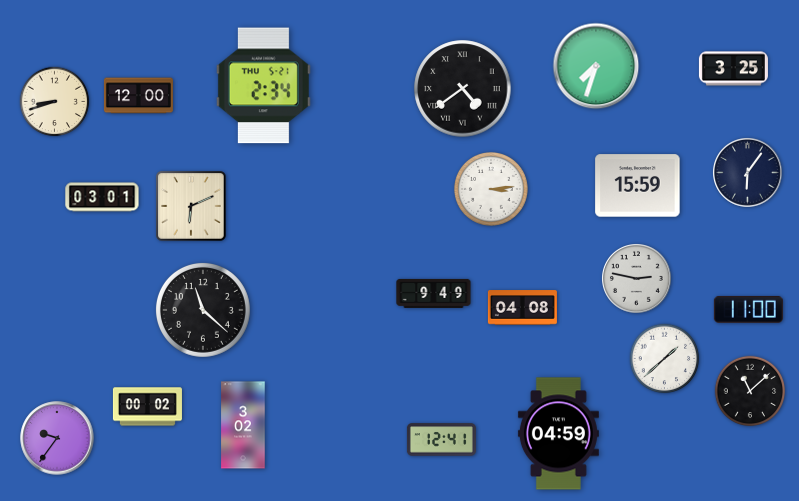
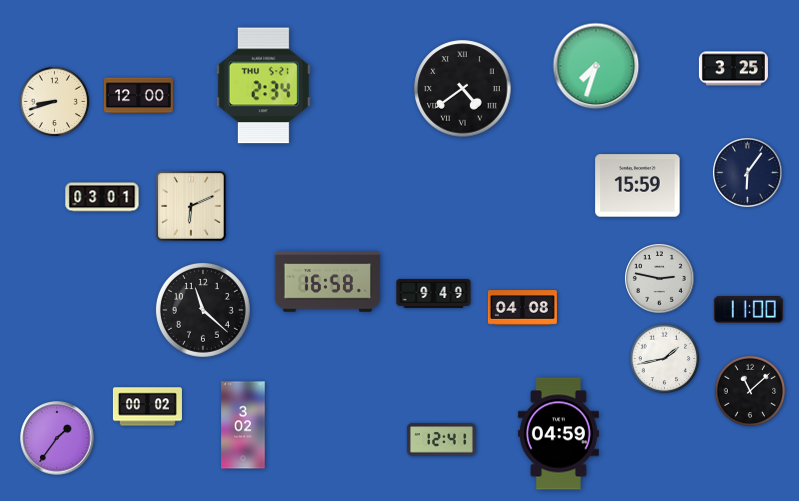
clock at (491, 189): 3:14 -> none
clock at (637, 279) position: (637, 279) -> (660, 279)
clock at (328, 282): none -> 16:58
clock at (665, 359): 1:38 -> 1:43
clock at (57, 438): 9:36 -> 1:36
